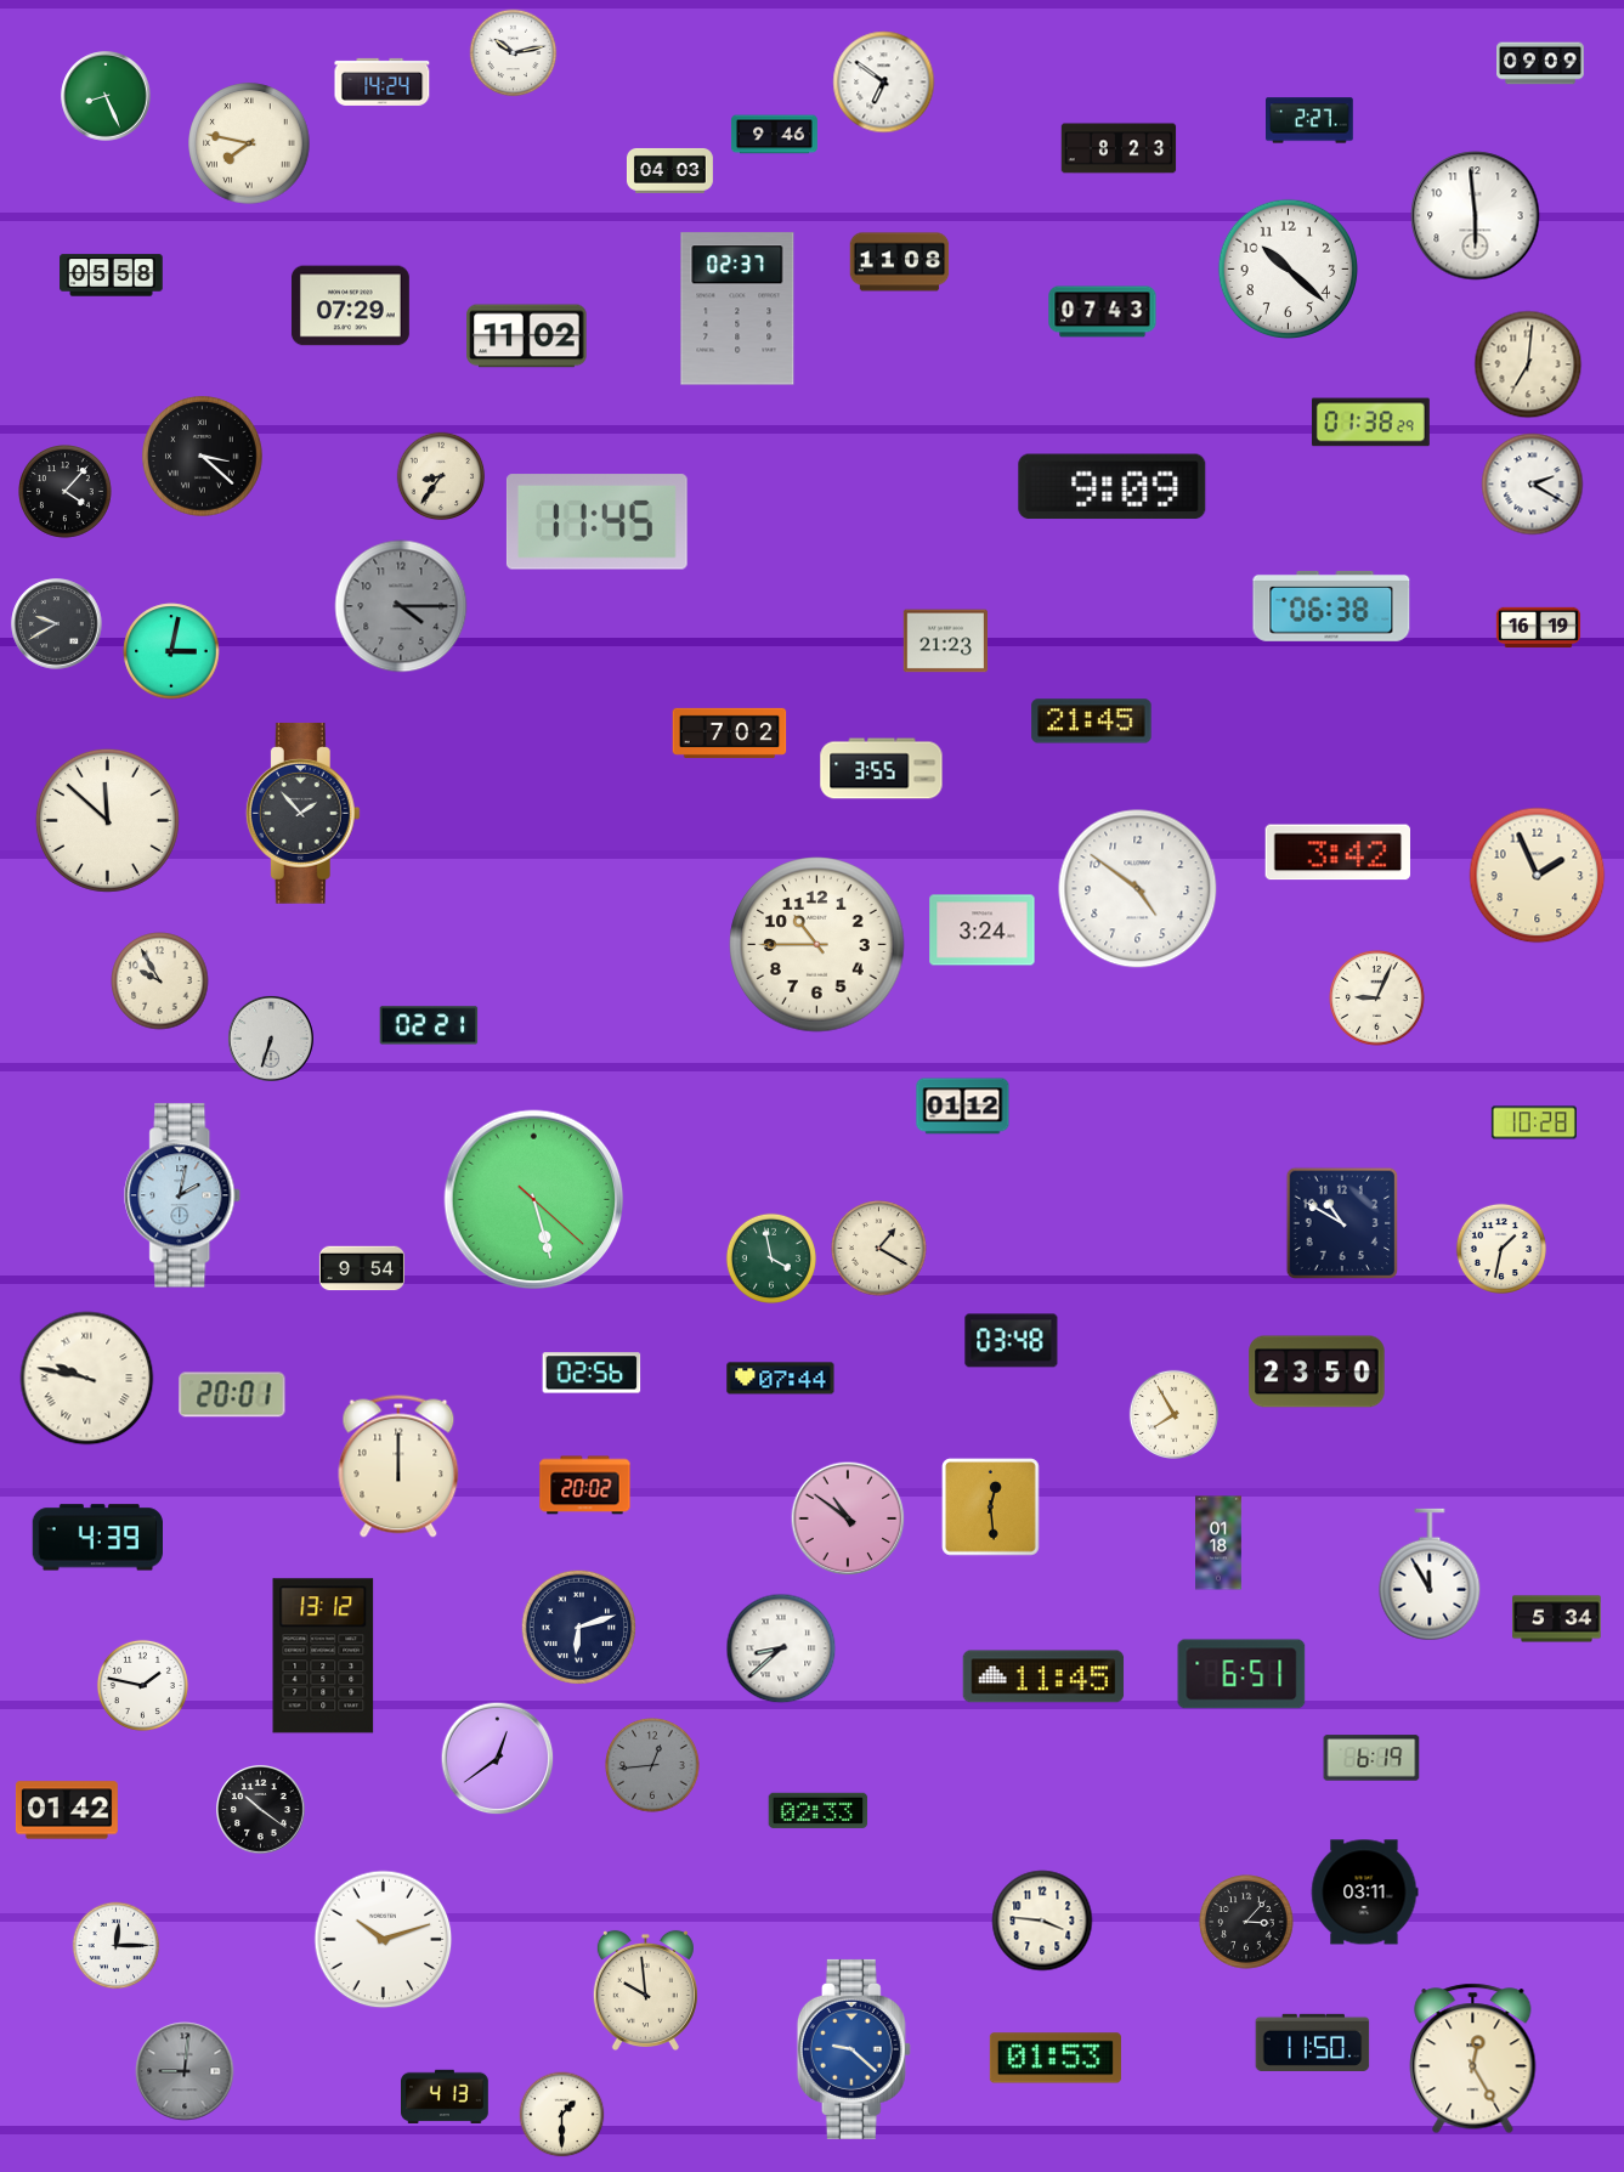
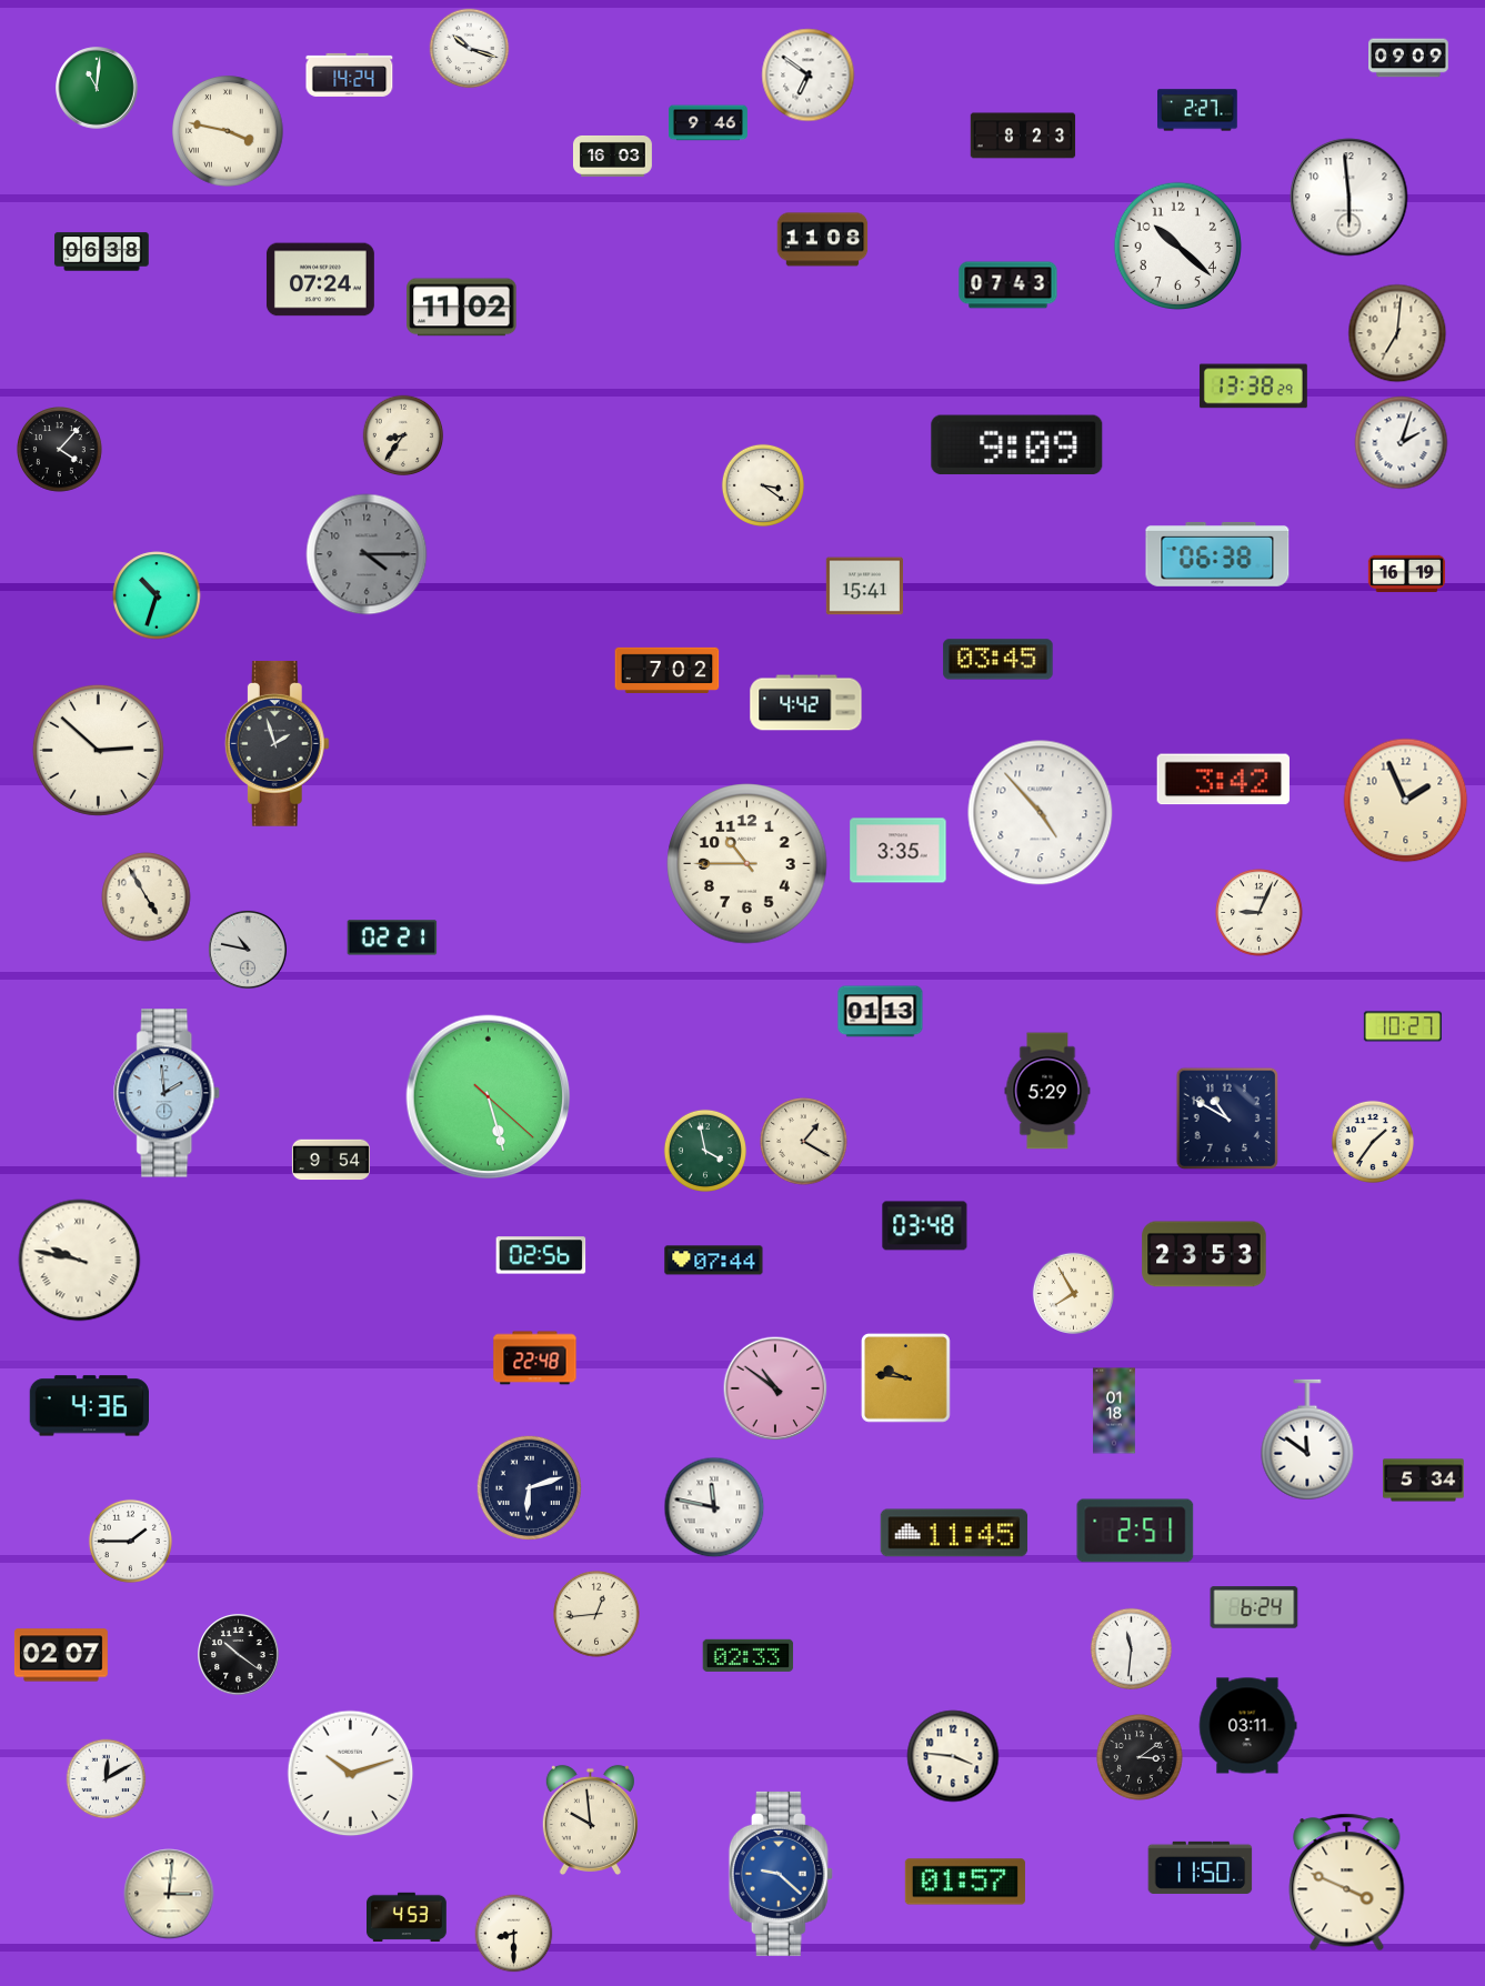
clock at (514, 53): 10:13 -> 10:18
clock at (106, 96): 8:26 -> 11:01
clock at (249, 143): 7:47 -> 3:47
clock at (669, 170): 04:03 -> 16:03
clock at (112, 276): 05:58 -> 06:38
clock at (350, 306): 07:29 -> 07:24
clock at (737, 309): 02:37 -> none
clock at (527, 336) position: (527, 336) -> (462, 308)
clock at (1370, 423): 01:38 -> 13:38
clock at (203, 457): 3:22 -> none
clock at (1533, 485): 2:20 -> 2:03
clock at (596, 522): 11:45 -> none
clock at (763, 485): none -> 3:21
clock at (57, 624): 9:40 -> none
clock at (945, 641): 21:23 -> 15:41
clock at (171, 651): 3:02 -> 10:33
clock at (1092, 722): 21:45 -> 03:45
clock at (882, 769): 3:55 -> 4:42
clock at (302, 813): 1:53 -> 1:57
clock at (107, 820): 11:52 -> 2:52
clock at (1138, 889): 4:51 -> 4:53
clock at (983, 931): 3:24 -> 3:35
clock at (160, 982): 9:55 -> 4:55
clock at (271, 1039): 6:33 -> 10:47
clock at (963, 1107): 01:12 -> 01:13
clock at (1534, 1122): 10:28 -> 10:27
clock at (1047, 1091): none -> 5:29
clock at (183, 1195): 2:02 -> 1:59
clock at (1501, 1249): 1:32 -> 1:36
clock at (1317, 1371): 23:50 -> 23:53
clock at (232, 1395): 20:01 -> none
clock at (398, 1466): 12:00 -> none
clock at (585, 1486): 20:02 -> 22:48
clock at (991, 1508): 12:29 -> 9:46
clock at (97, 1538): 4:39 -> 4:36
clock at (1430, 1574): 11:55 -> 11:51
clock at (781, 1648): 8:38 -> 11:47
clock at (323, 1656): 13:12 -> none
clock at (1241, 1674): 6:51 -> 2:51
clock at (142, 1685): 1:47 -> 1:45
clock at (1371, 1758): 6:19 -> 6:24
clock at (498, 1759): 12:39 -> none
clock at (652, 1765) dial: grey -> cream
clock at (1131, 1648): none -> 11:31
clock at (67, 1810): 01:42 -> 02:07
clock at (1364, 1893) position: (1364, 1893) -> (1247, 1726)
clock at (1246, 1922): 3:07 -> 3:09
clock at (117, 1946): 12:15 -> 12:10
clock at (1056, 2058): 01:53 -> 01:57
clock at (1473, 2059): 12:25 -> 3:49
clock at (185, 2071): 9:01 -> 3:01
clock at (185, 2071) dial: grey -> cream
clock at (446, 2095): 4:13 -> 4:53
clock at (562, 2115): 1:30 -> 8:30
